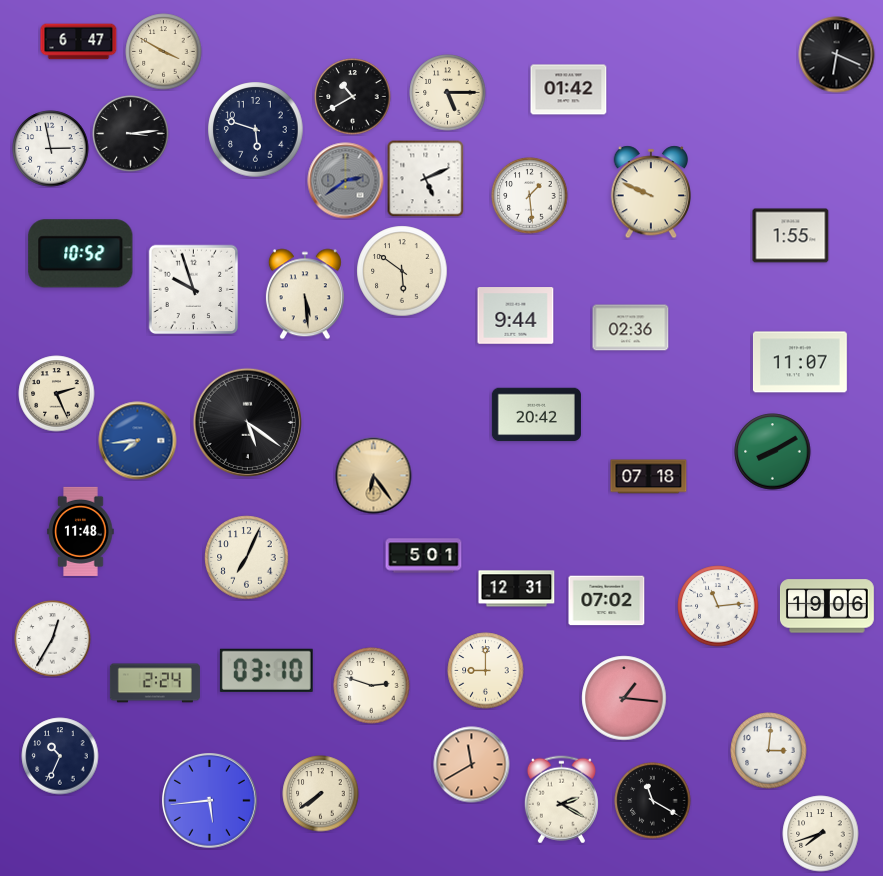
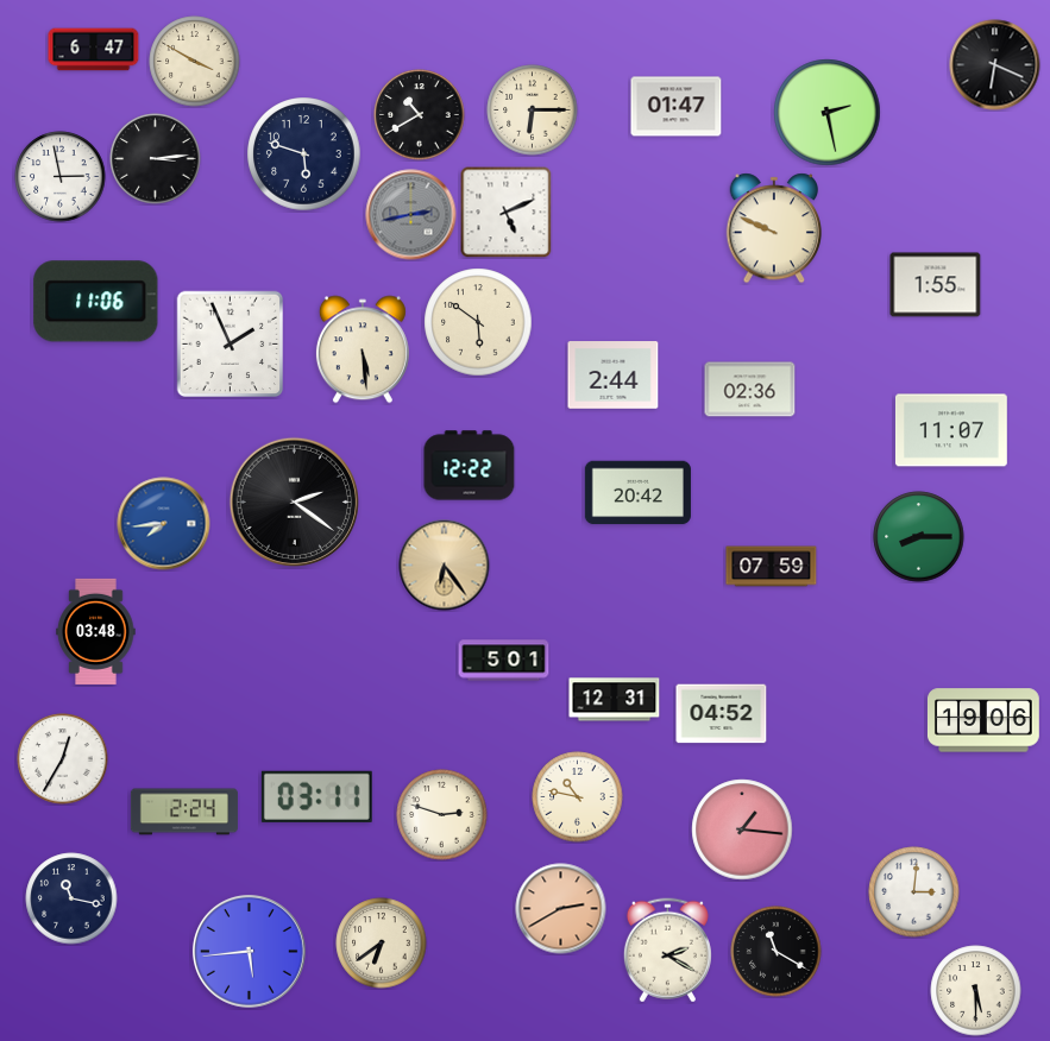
clock at (569, 90): 01:42 -> 01:47
clock at (448, 93): 5:15 -> 6:15
clock at (828, 113): none -> 2:28
clock at (346, 181): 2:39 -> 2:43
clock at (530, 196): 1:29 -> none
clock at (791, 236) position: (791, 236) -> (936, 285)
clock at (81, 254): 10:52 -> 11:06
clock at (194, 290): 9:57 -> 1:56
clock at (516, 316): 9:44 -> 2:44
clock at (470, 466): none -> 12:22
clock at (57, 394): 2:26 -> none
clock at (247, 422): 5:21 -> 2:21
clock at (773, 452): 8:10 -> 8:15
clock at (649, 477): 07:18 -> 07:59
clock at (81, 531): 11:48 -> 03:48
clock at (247, 558): 7:04 -> none
clock at (607, 601): 07:02 -> 04:52
clock at (718, 606): 11:14 -> none
clock at (266, 670): 03:10 -> 03:11
clock at (486, 671): 9:00 -> 10:47
clock at (60, 756): 10:34 -> 11:17
clock at (472, 765): 11:40 -> 2:40
clock at (321, 794): 7:39 -> 6:39
clock at (821, 834): 7:42 -> 5:30
